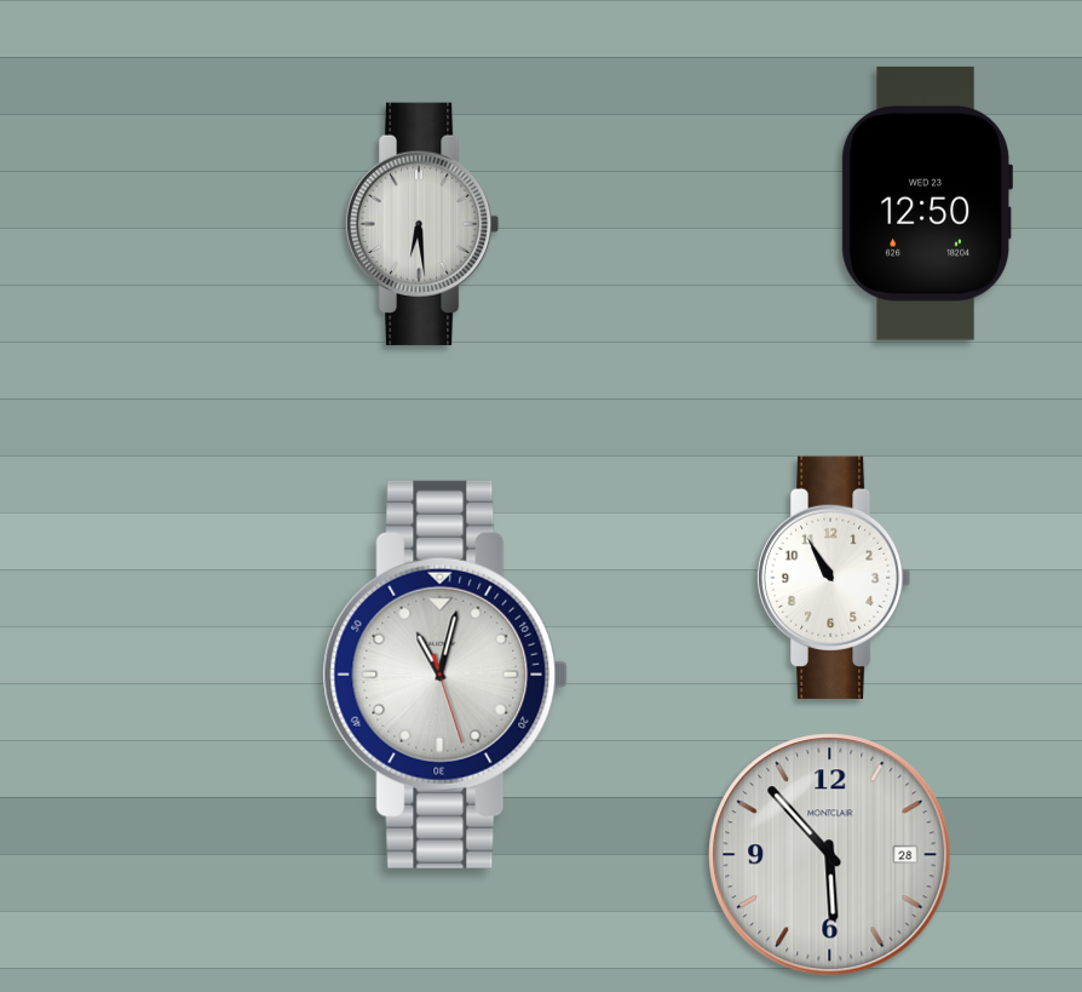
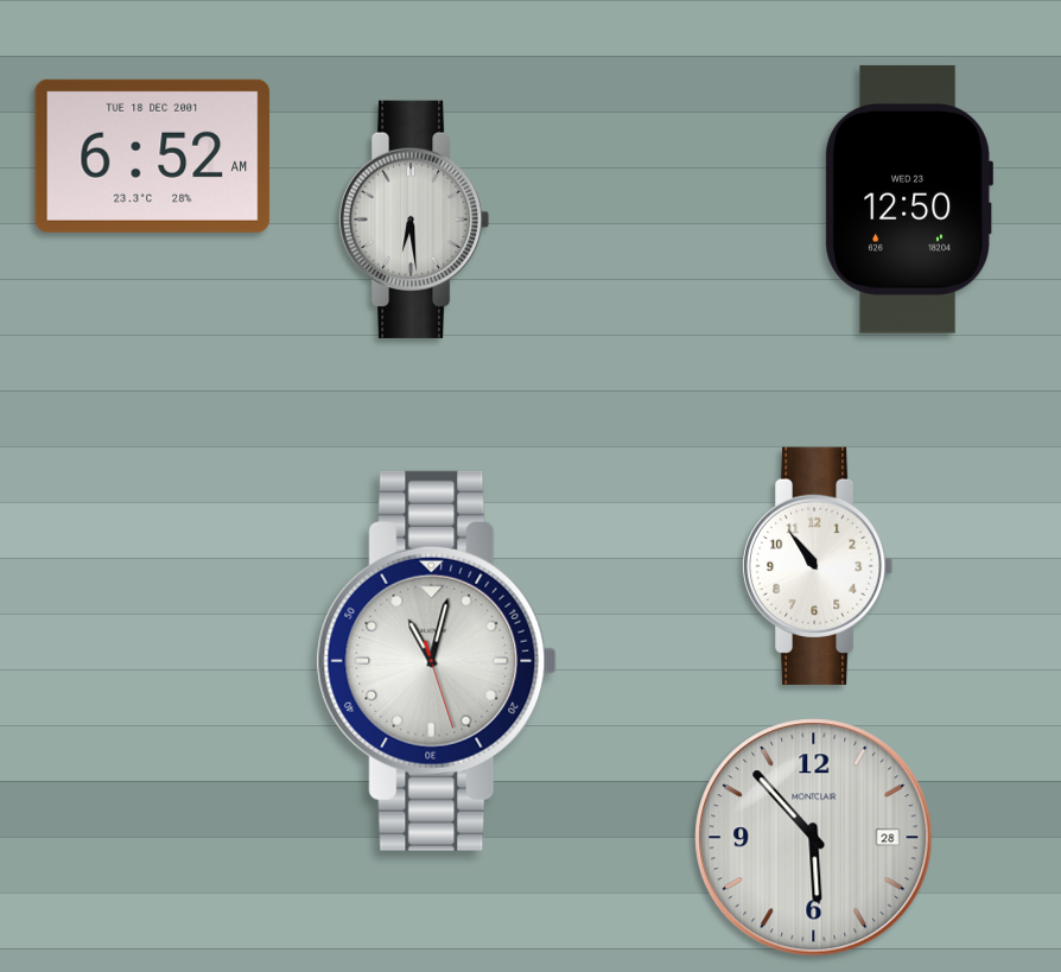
clock at (153, 155): none -> 6:52
clock at (834, 578): 10:55 -> 10:54
